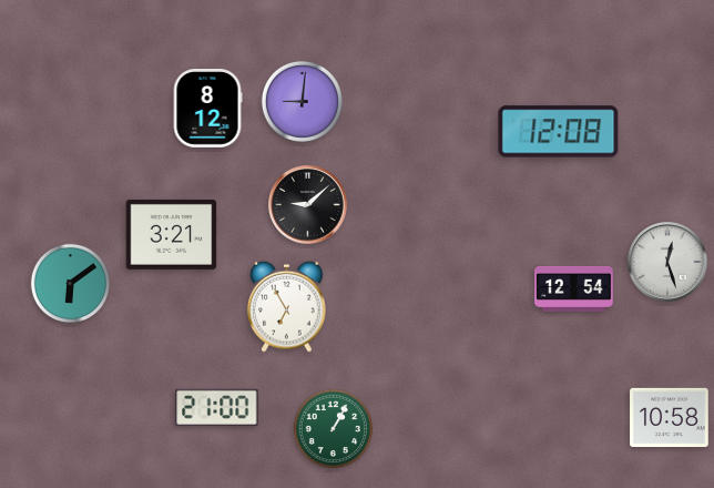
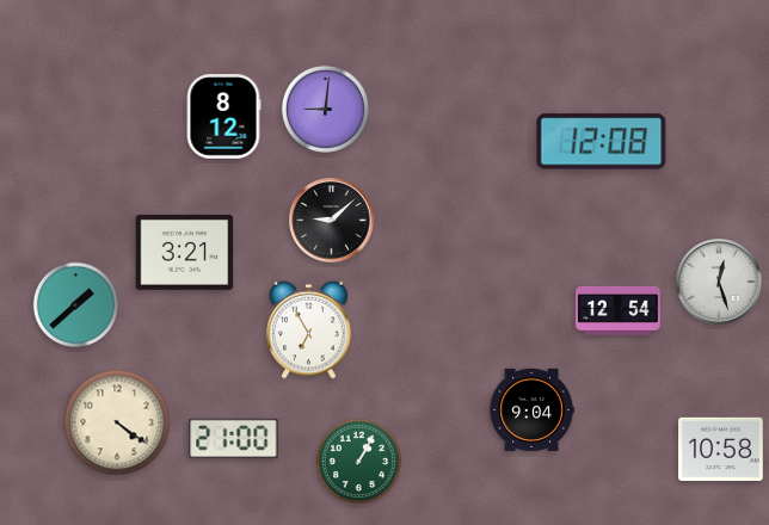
clock at (70, 283): 6:09 -> 1:38
clock at (531, 409): none -> 9:04
clock at (117, 422): none -> 4:21
